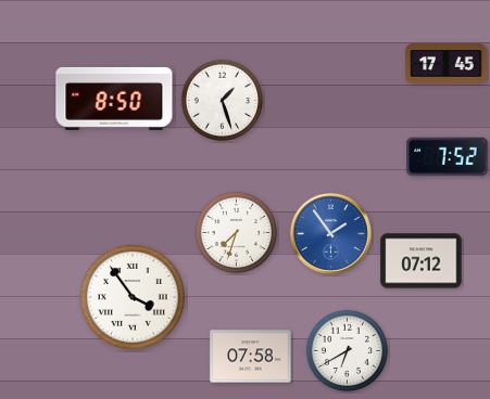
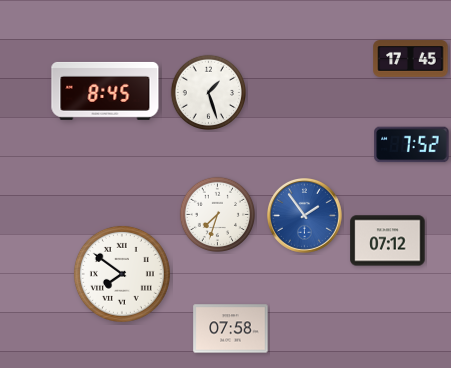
clock at (114, 99): 8:50 -> 8:45
clock at (222, 100) position: (222, 100) -> (208, 92)
clock at (133, 297): 3:54 -> 7:51
clock at (347, 350): 6:40 -> none
